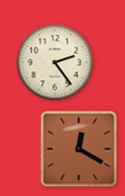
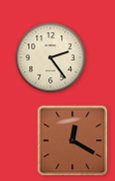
clock at (79, 149) position: (79, 149) -> (73, 141)
